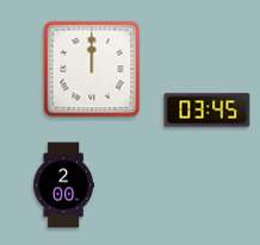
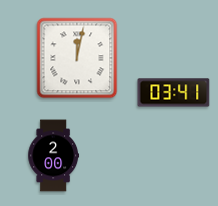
clock at (92, 69): 12:00 -> 12:02
clock at (208, 111): 03:45 -> 03:41
